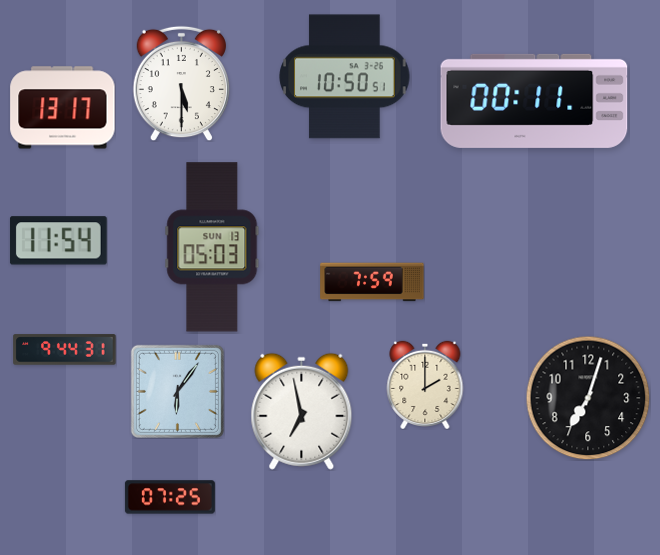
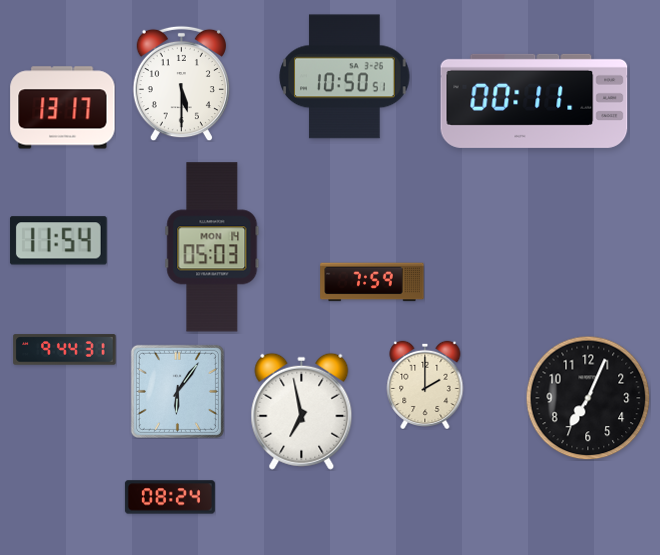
clock at (212, 247) date: SUN 13 -> MON 14
clock at (588, 398): 7:03 -> 7:04
clock at (170, 497): 07:25 -> 08:24
